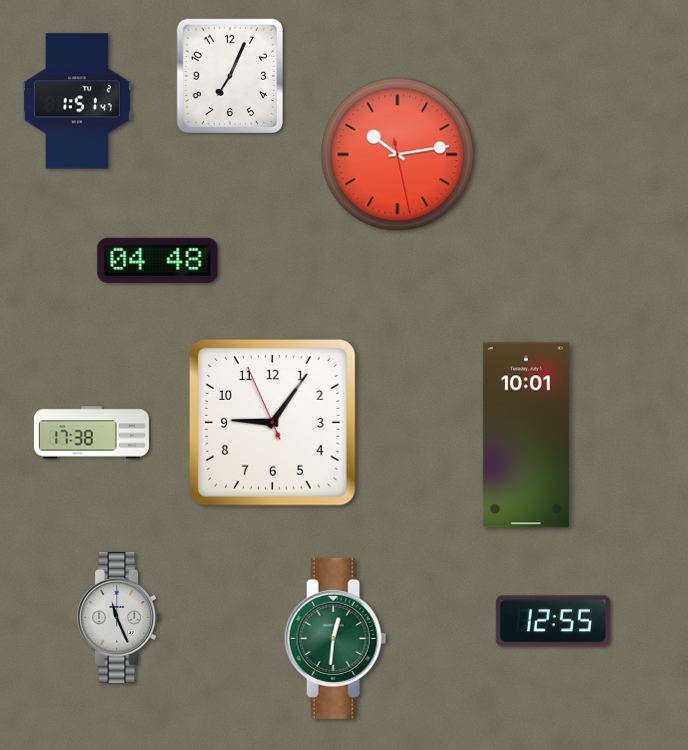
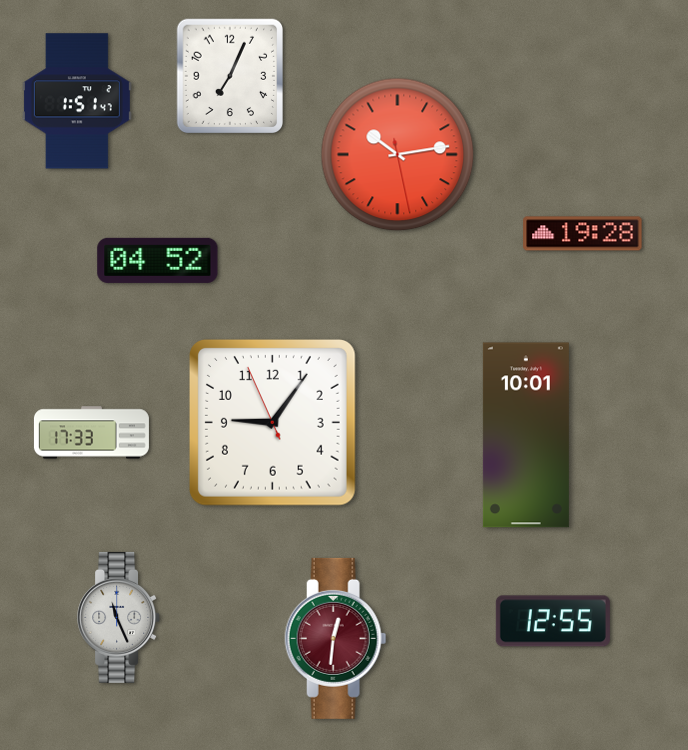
clock at (583, 234): none -> 19:28
clock at (158, 260): 04:48 -> 04:52
clock at (91, 433): 17:38 -> 17:33
clock at (336, 638) dial: green -> burgundy
